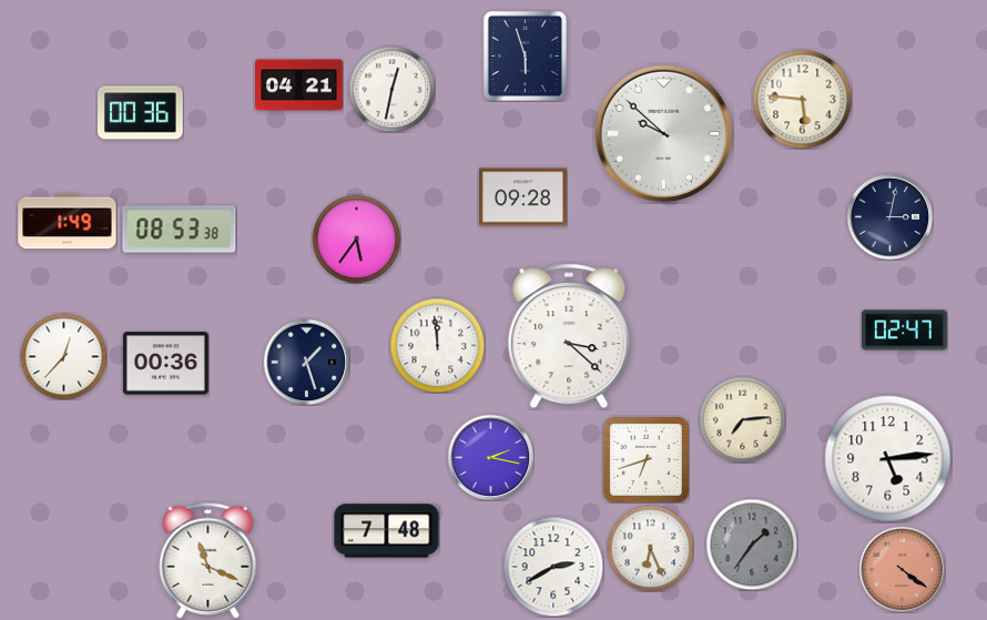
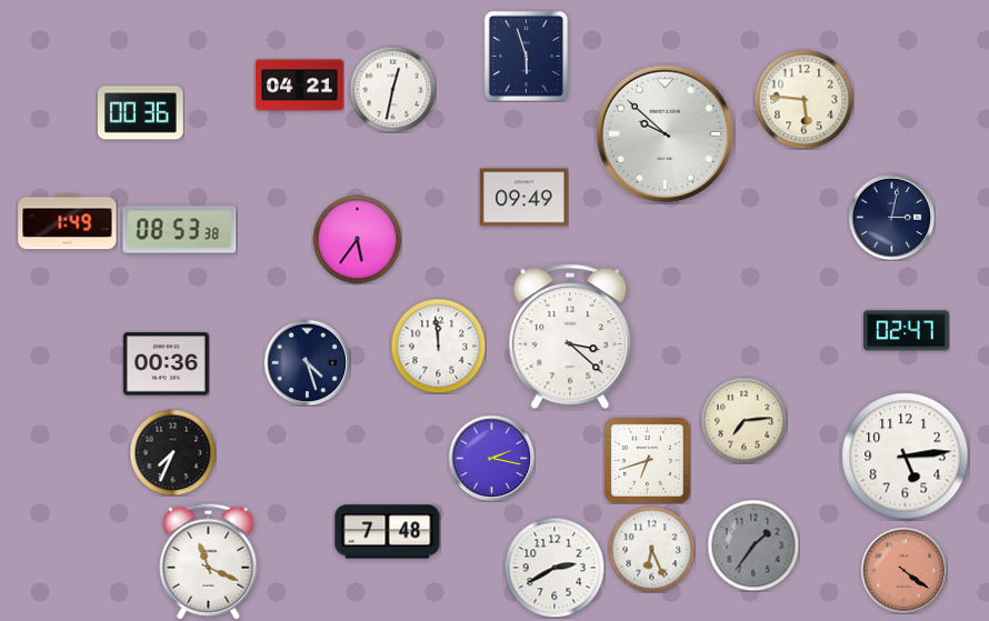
clock at (523, 197): 09:28 -> 09:49
clock at (63, 356): 12:37 -> none
clock at (306, 362): 1:27 -> 4:27
clock at (172, 452): none -> 7:34
clock at (888, 459) position: (888, 459) -> (906, 457)
